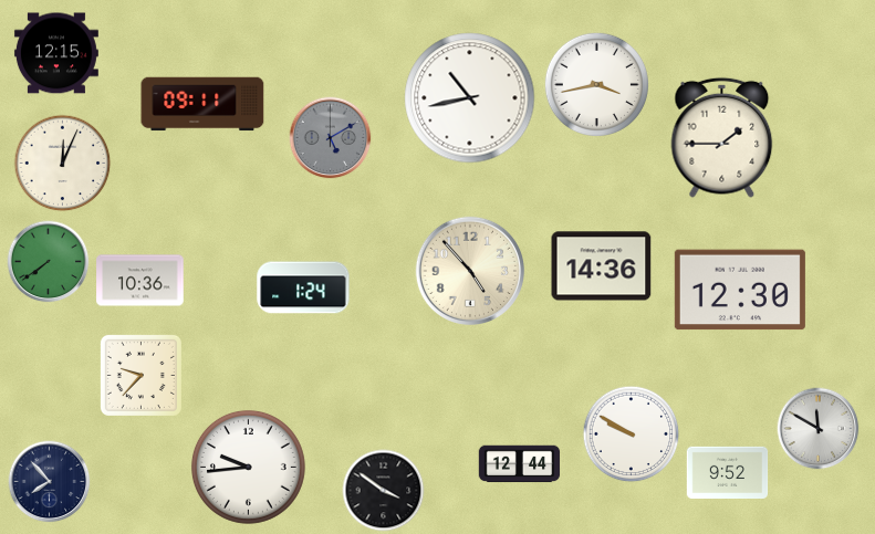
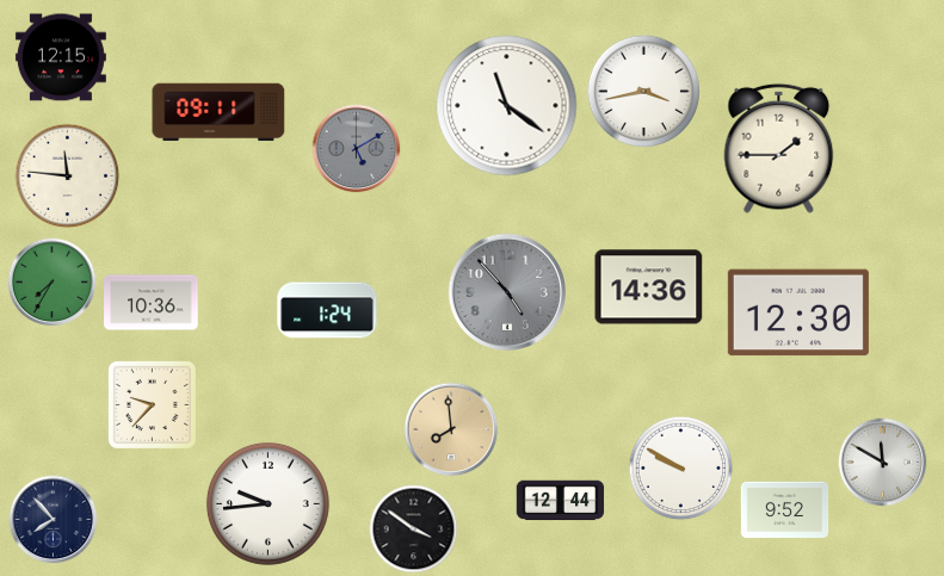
clock at (470, 98): 10:43 -> 11:21
clock at (63, 164): 12:04 -> 11:46
clock at (49, 262): 7:39 -> 7:35
clock at (469, 270) dial: cream -> grey
clock at (451, 429): none -> 7:59
